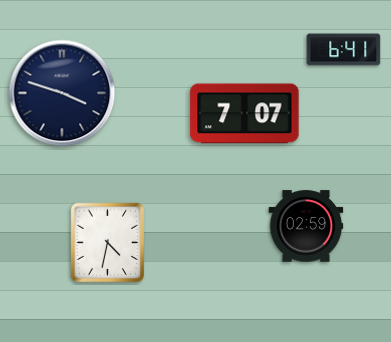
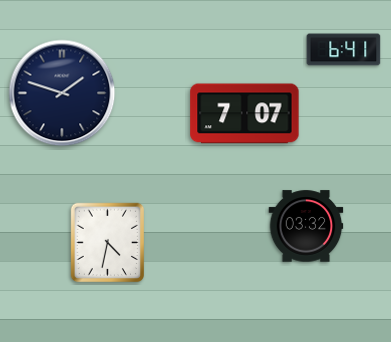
clock at (62, 93): 3:48 -> 1:48
clock at (306, 226): 02:59 -> 03:32
